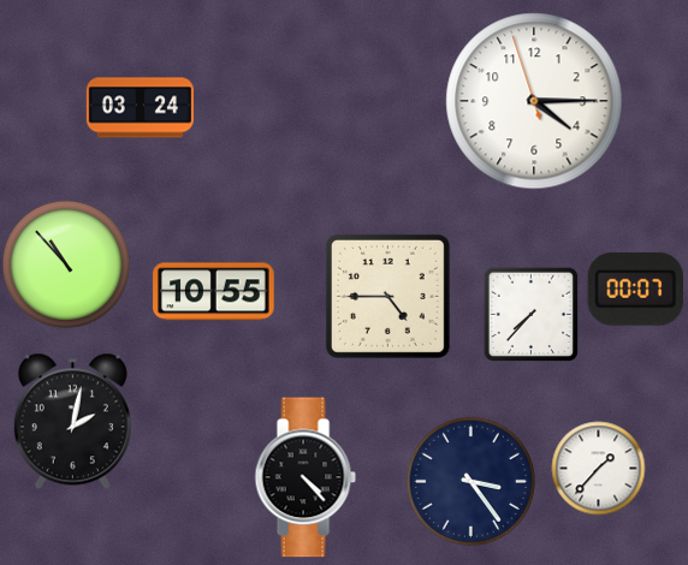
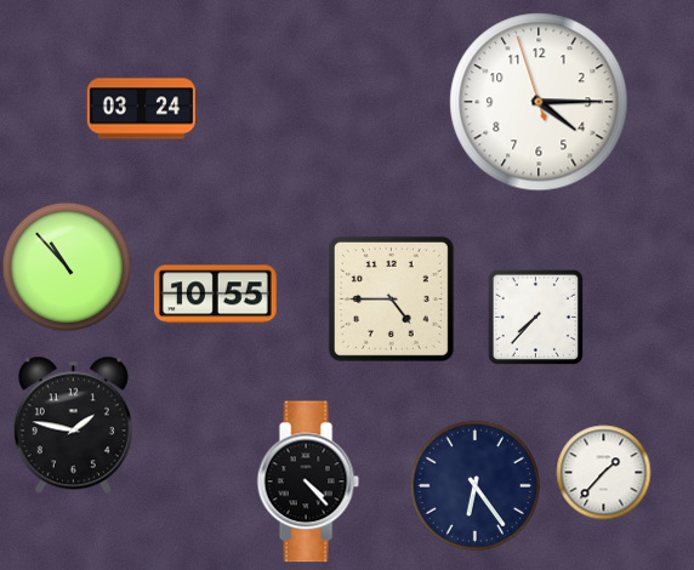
clock at (635, 289): 00:07 -> none
clock at (72, 421): 2:02 -> 1:47
clock at (470, 481): 3:24 -> 6:24
